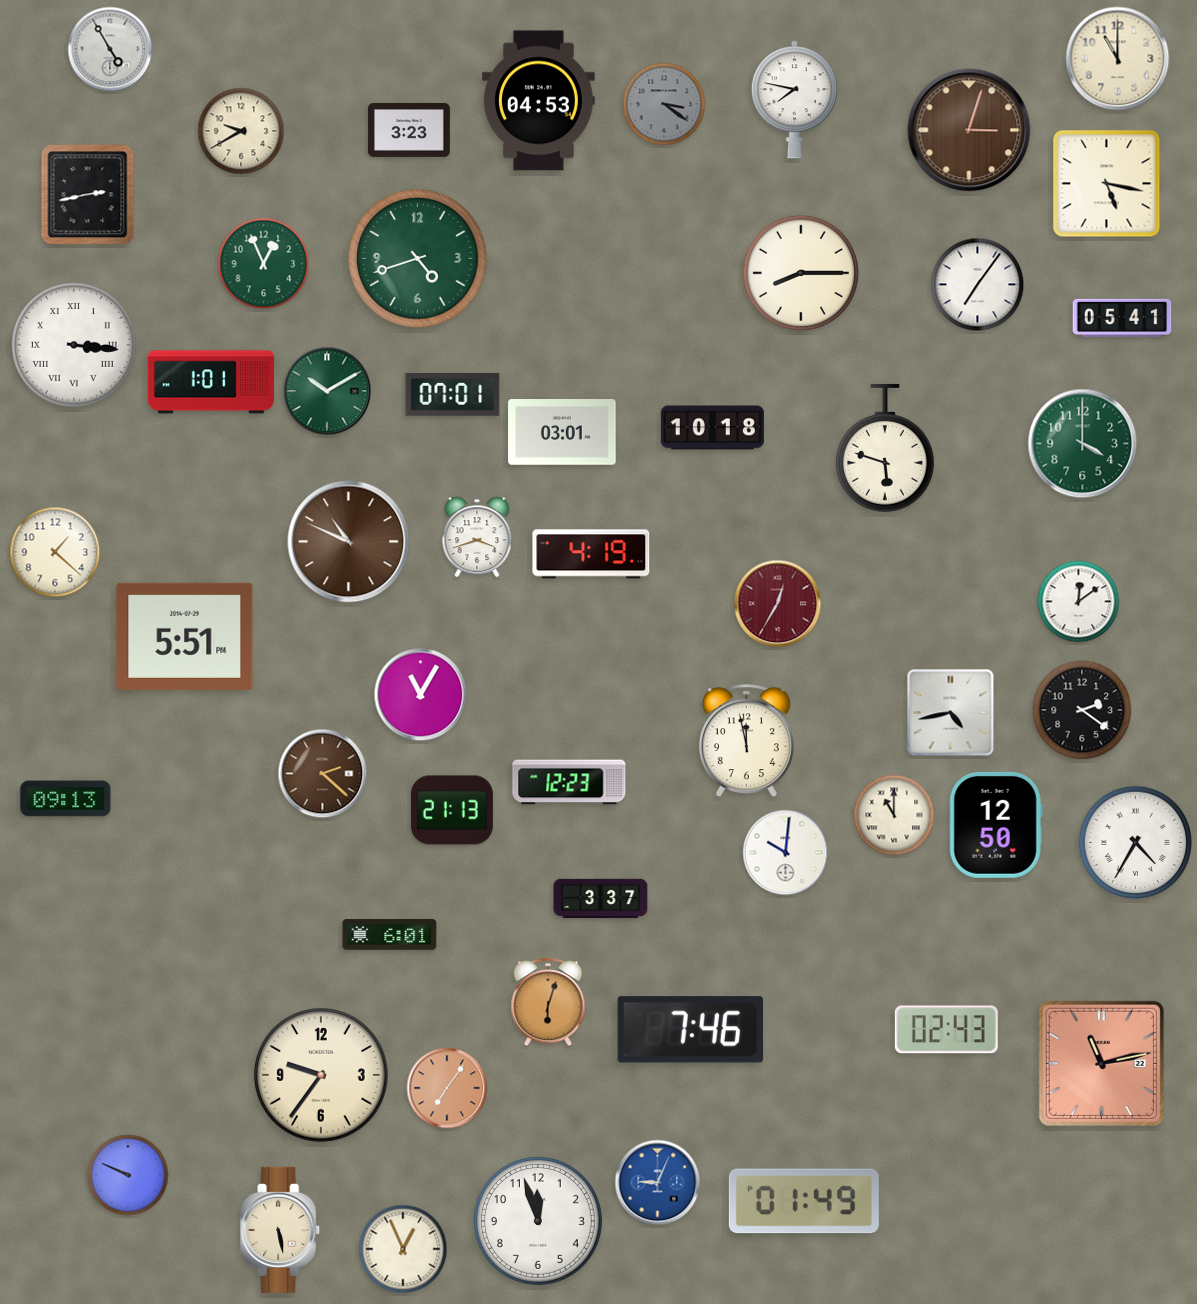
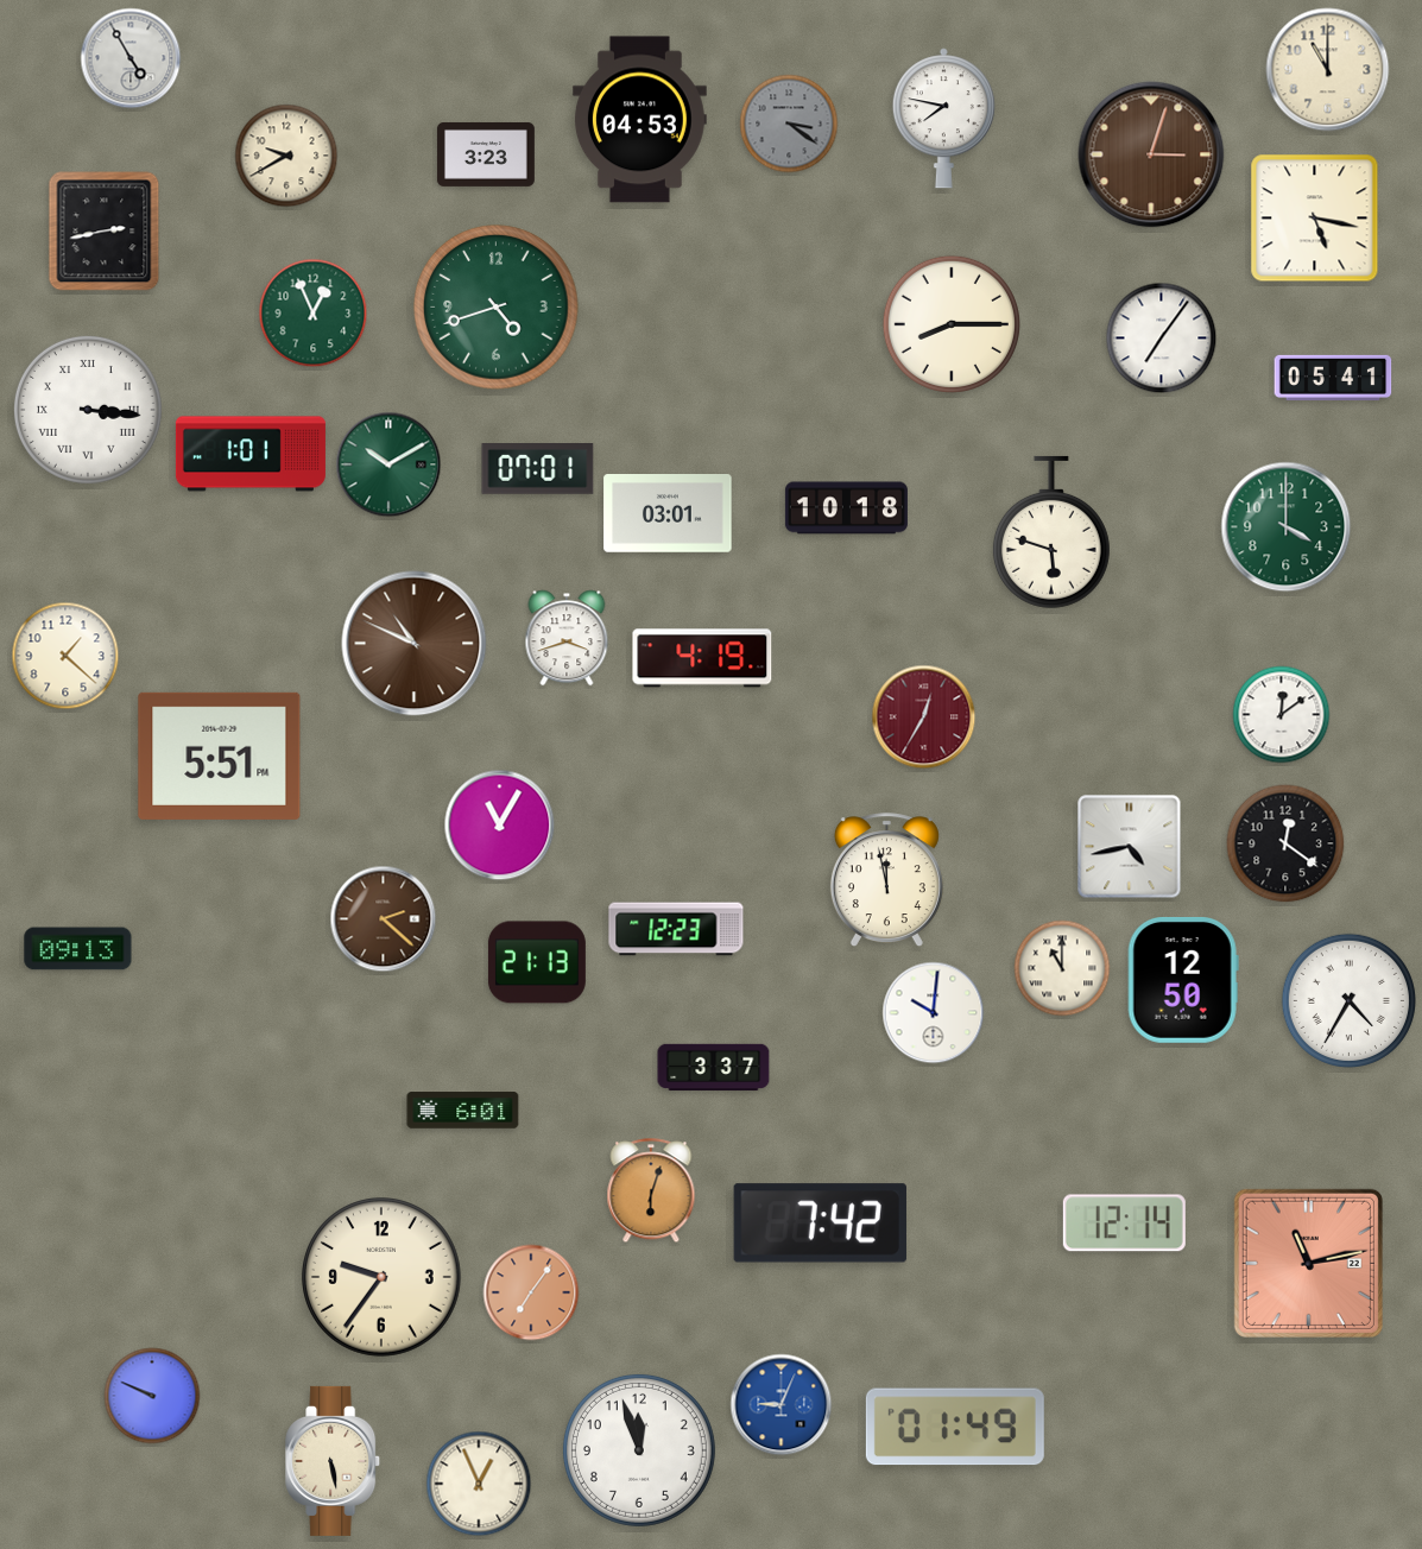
clock at (1082, 710): 2:21 -> 12:21
clock at (690, 1030): 7:46 -> 7:42
clock at (946, 1030): 02:43 -> 12:14
